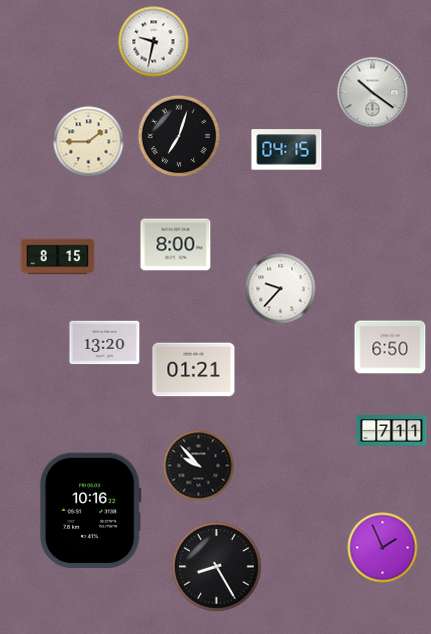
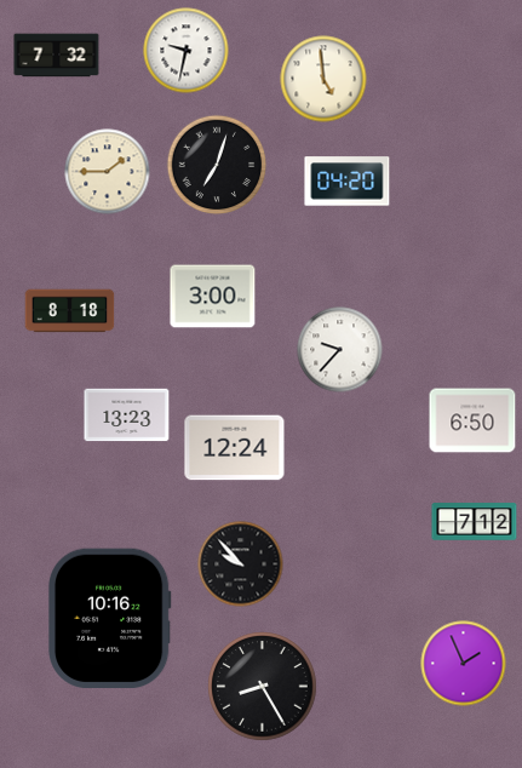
clock at (57, 56): none -> 7:32
clock at (323, 79): none -> 4:59
clock at (373, 93): 10:21 -> none
clock at (287, 150): 04:15 -> 04:20
clock at (176, 245): 8:00 -> 3:00
clock at (58, 257): 8:15 -> 8:18
clock at (105, 343): 13:20 -> 13:23
clock at (194, 370): 01:21 -> 12:24
clock at (392, 431): 7:11 -> 7:12
